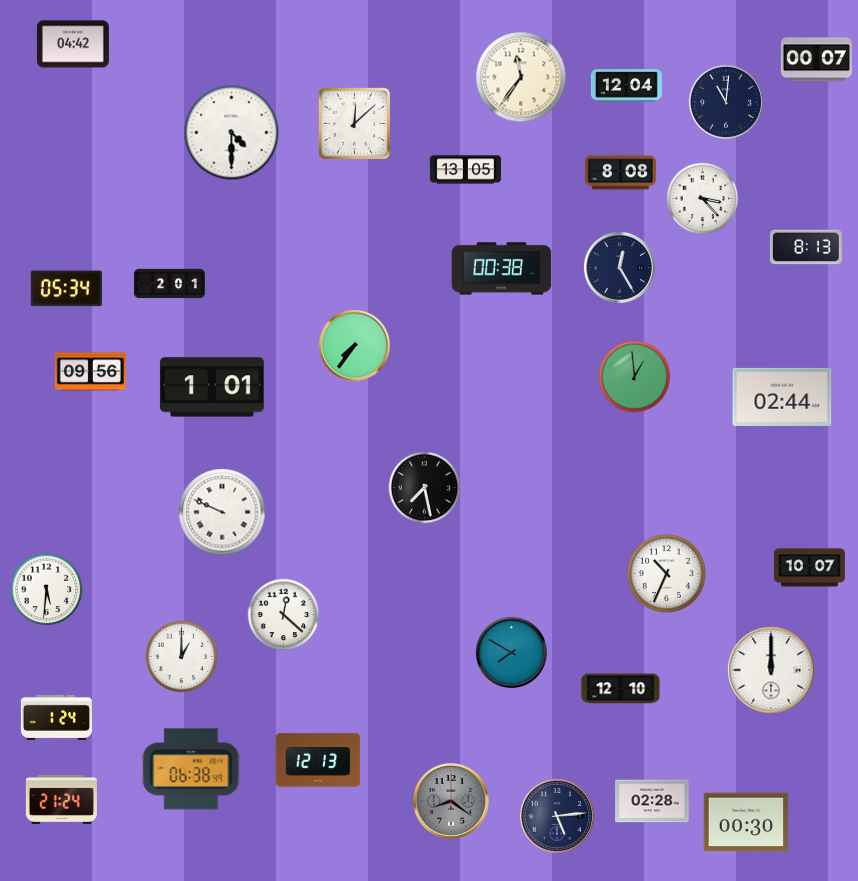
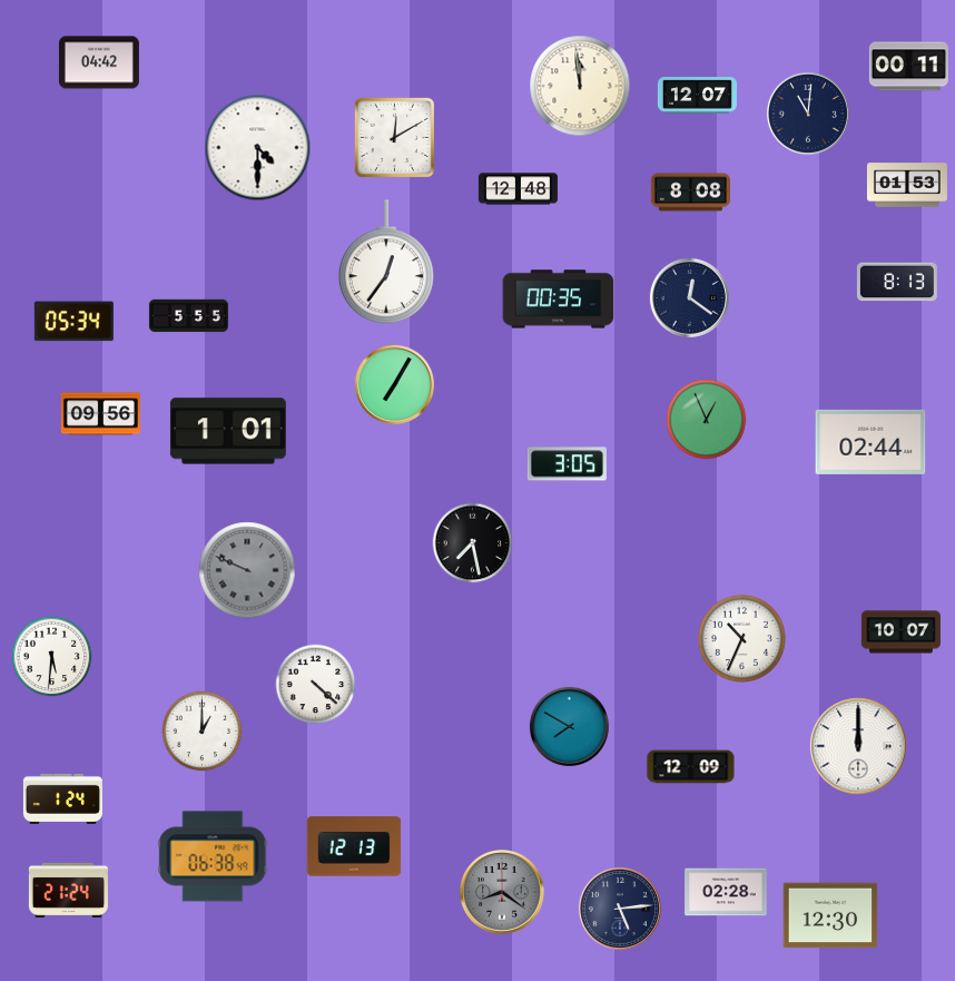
clock at (73, 44) position: (73, 44) -> (99, 62)
clock at (816, 60): 00:07 -> 00:11
clock at (521, 77): 11:36 -> 11:59
clock at (626, 86): 12:04 -> 12:07
clock at (354, 123): 12:08 -> 12:10
clock at (907, 185): none -> 01:53
clock at (465, 170): 13:05 -> 12:48
clock at (703, 199): 3:23 -> none
clock at (386, 263): none -> 12:36
clock at (806, 247) position: (806, 247) -> (897, 282)
clock at (619, 267): 12:25 -> 12:21
clock at (502, 269): 00:38 -> 00:35
clock at (169, 284): 2:01 -> 5:55
clock at (354, 345): 7:36 -> 7:05
clock at (635, 377): 12:59 -> 12:56
clock at (212, 387) position: (212, 387) -> (228, 431)
clock at (567, 464): none -> 3:05
clock at (222, 512) dial: white -> grey
clock at (284, 615): 12:22 -> 4:22
clock at (621, 689): 12:10 -> 12:09
clock at (746, 822): 00:30 -> 12:30
